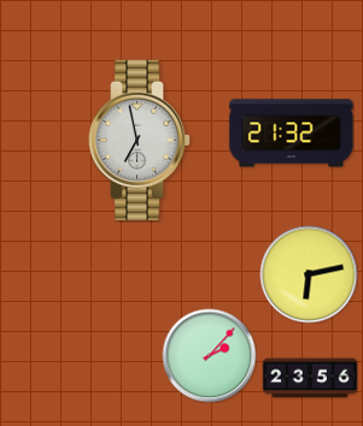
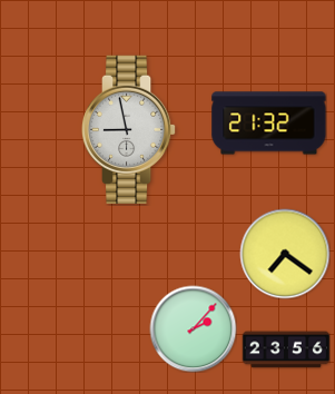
clock at (140, 140): 6:58 -> 8:58
clock at (309, 274): 6:13 -> 7:21
